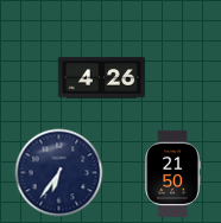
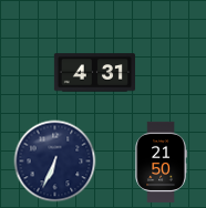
clock at (101, 78): 4:26 -> 4:31
clock at (59, 173): 6:36 -> 6:34
